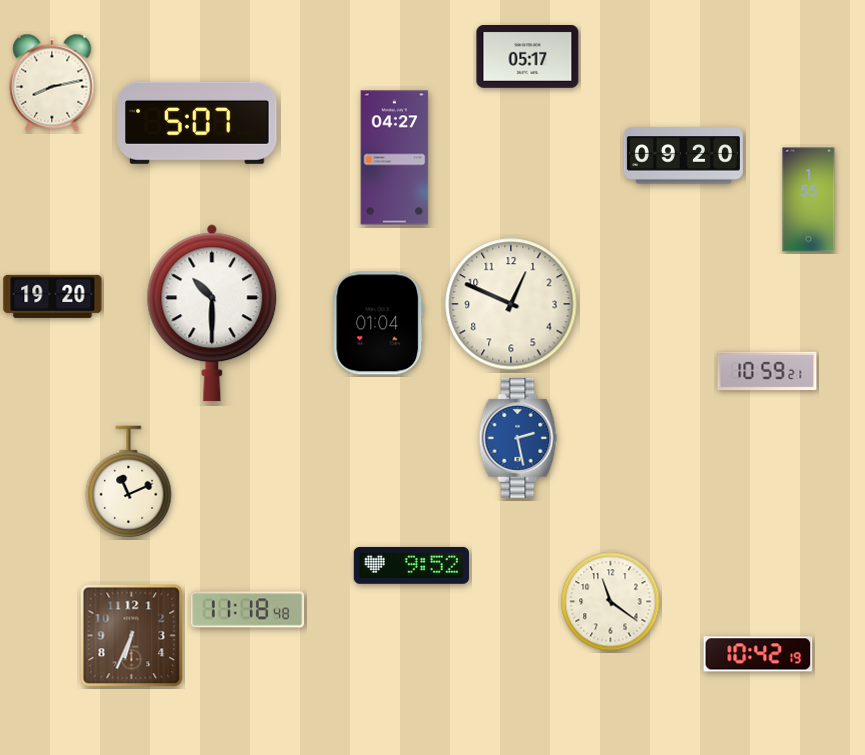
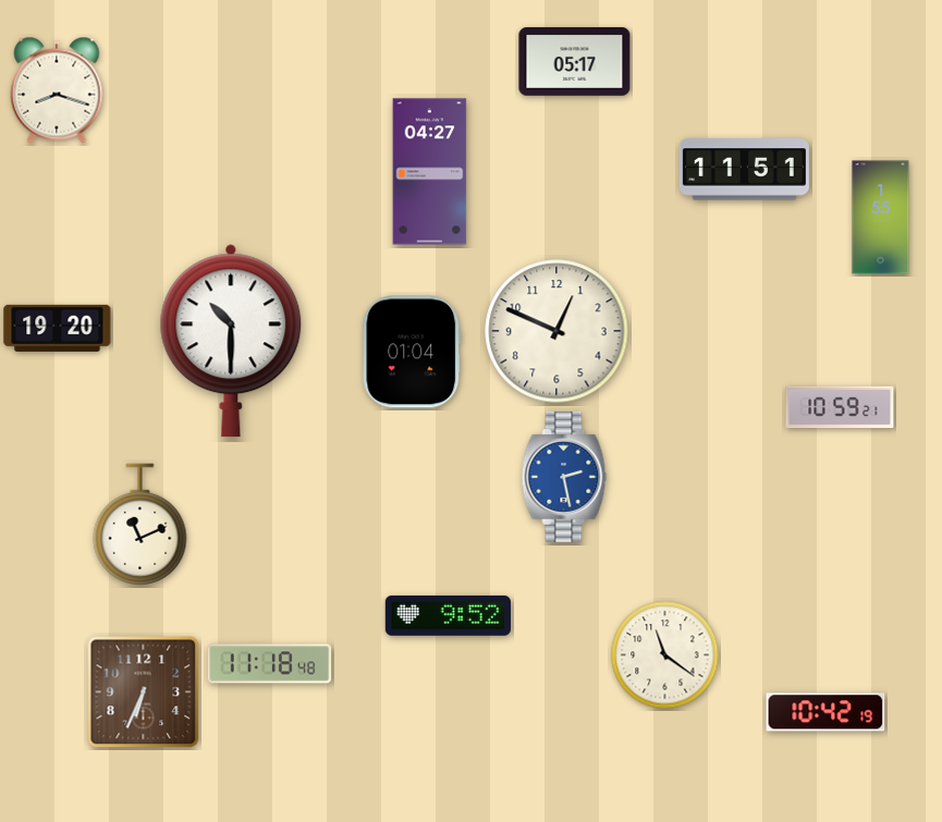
clock at (52, 83): 8:13 -> 8:18
clock at (197, 123): 5:07 -> none
clock at (683, 156): 09:20 -> 11:51
clock at (53, 296) position: (53, 296) -> (58, 328)
clock at (767, 371) position: (767, 371) -> (840, 407)
